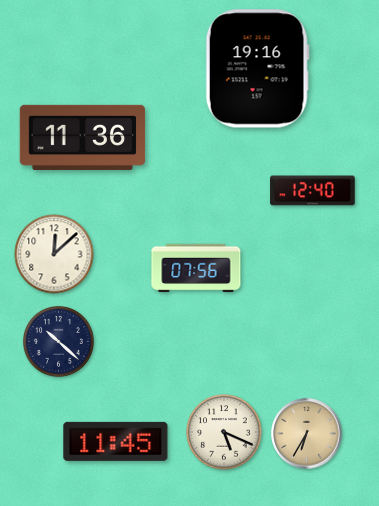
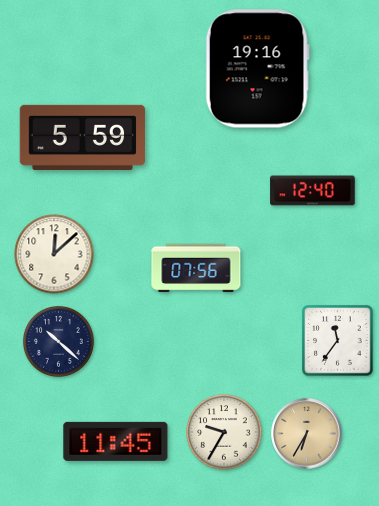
clock at (83, 137): 11:36 -> 5:59
clock at (338, 341): none -> 11:36
clock at (224, 432): 5:19 -> 9:35
